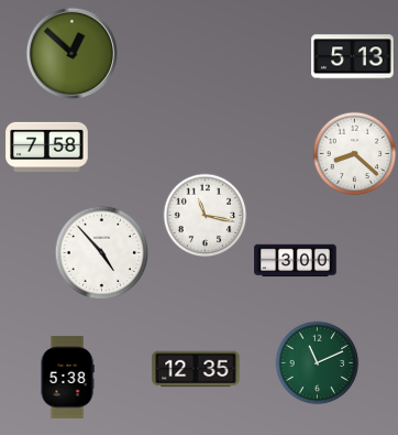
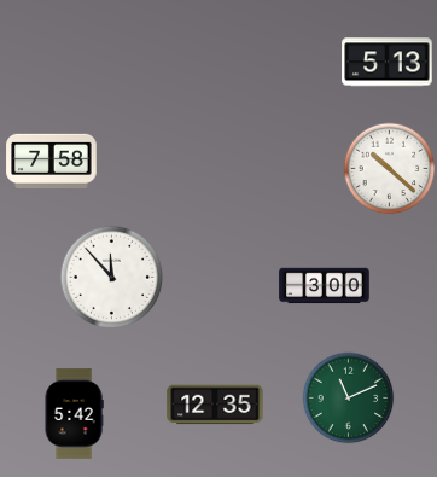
clock at (71, 53): 12:52 -> none
clock at (355, 154): 8:22 -> 10:22
clock at (206, 216): 11:17 -> none
clock at (102, 253): 4:53 -> 11:53
clock at (67, 378): 5:38 -> 5:42
